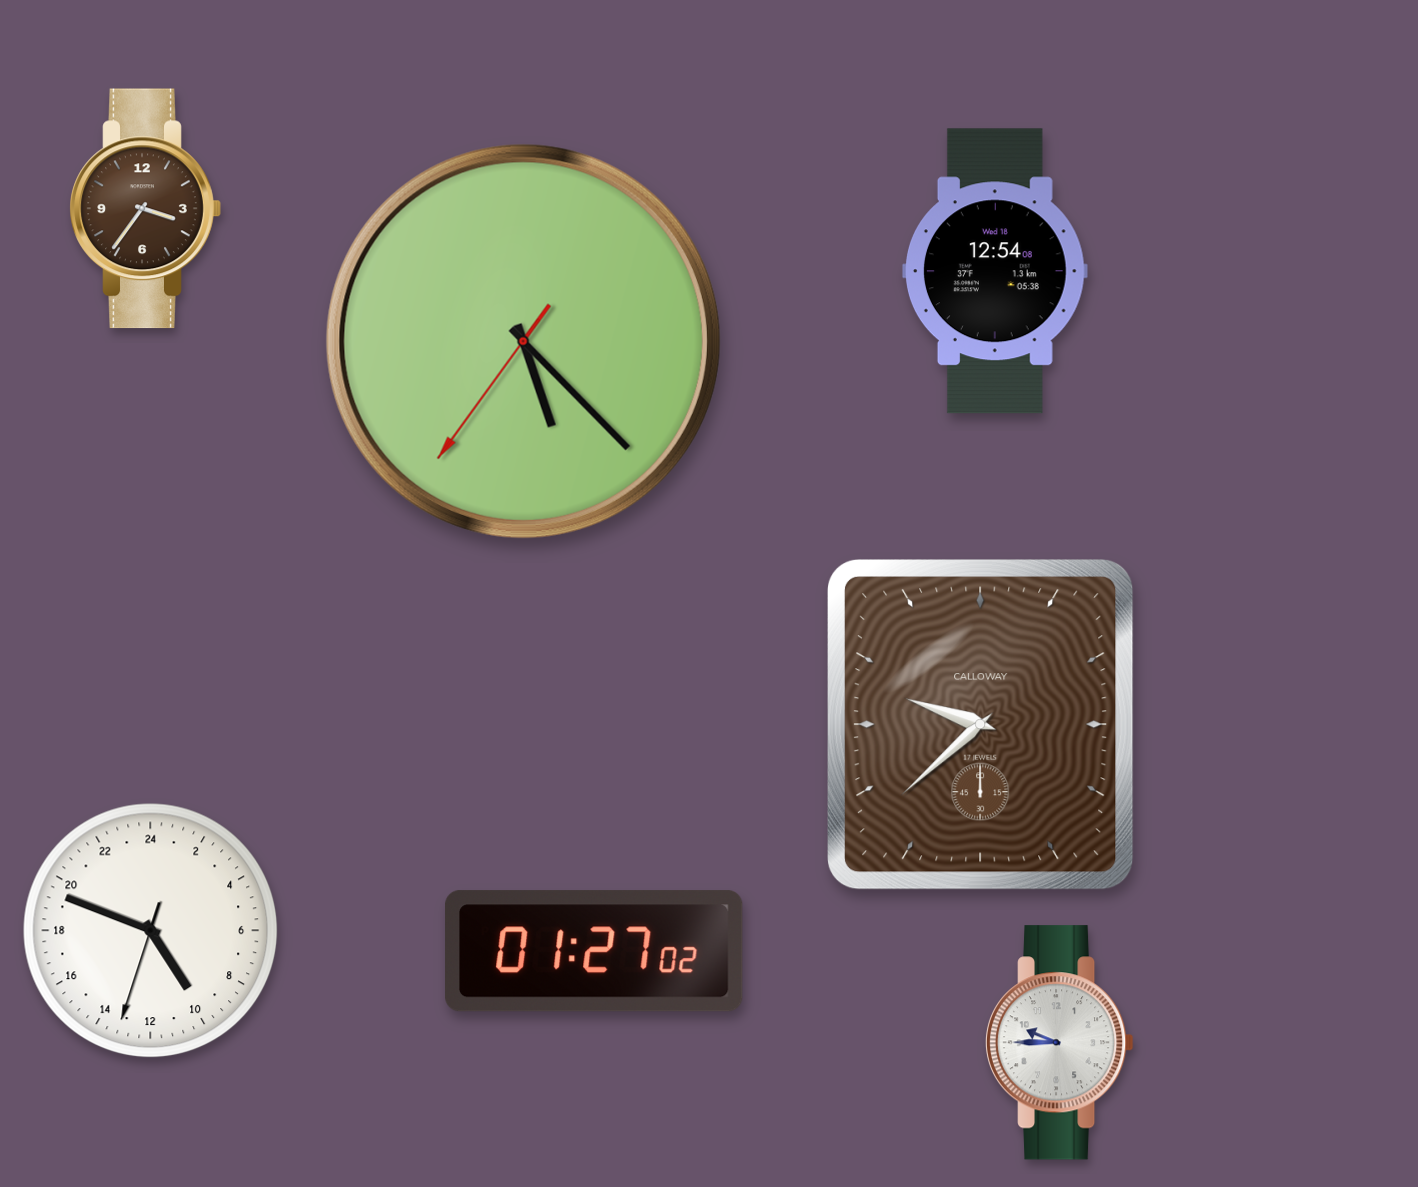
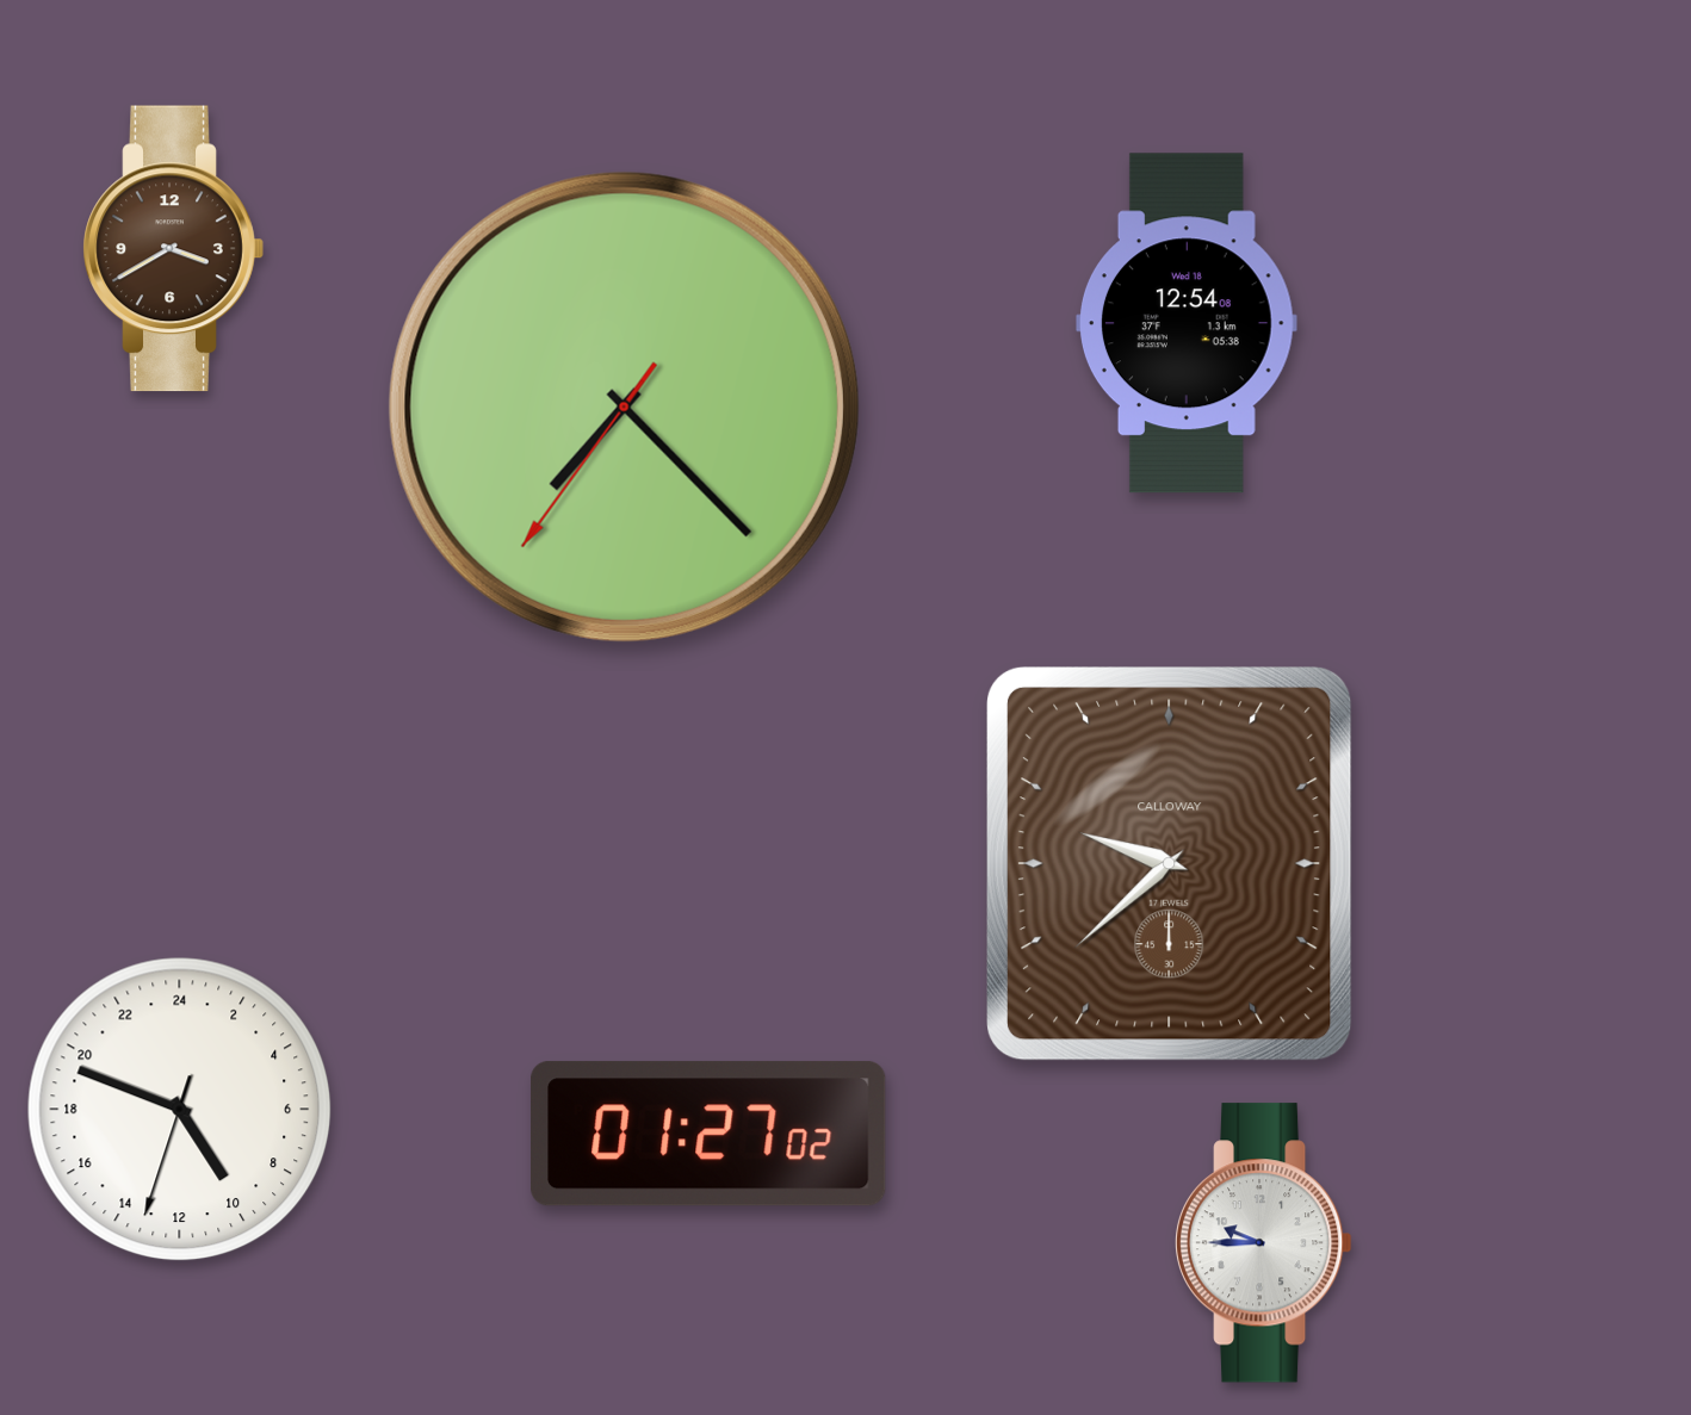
clock at (145, 209): 3:36 -> 3:40
clock at (523, 341): 5:22 -> 7:22
